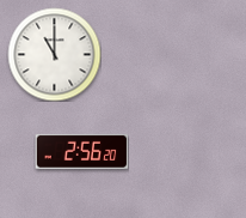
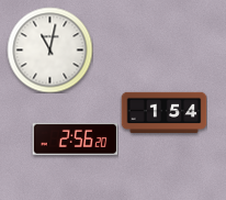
clock at (54, 54): 11:00 -> 11:02
clock at (163, 112): none -> 1:54
